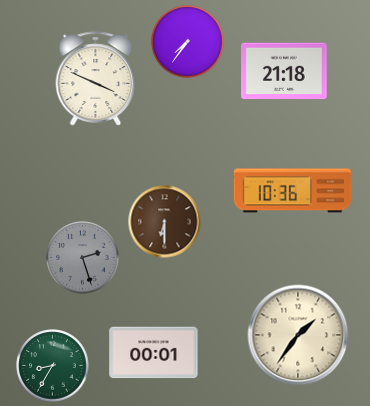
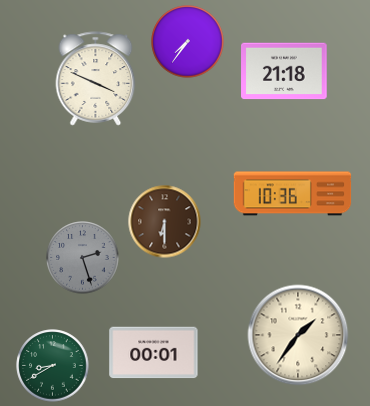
clock at (293, 191) position: (293, 191) -> (293, 194)
clock at (53, 366): 8:35 -> 8:40
